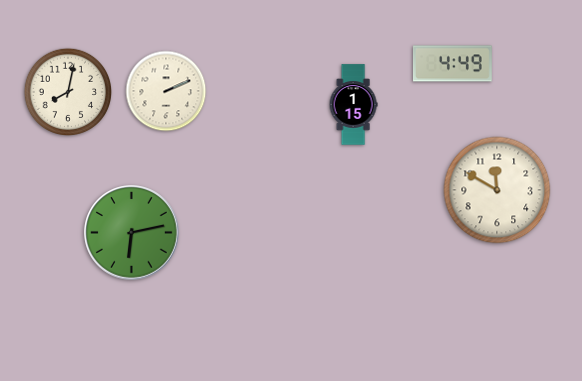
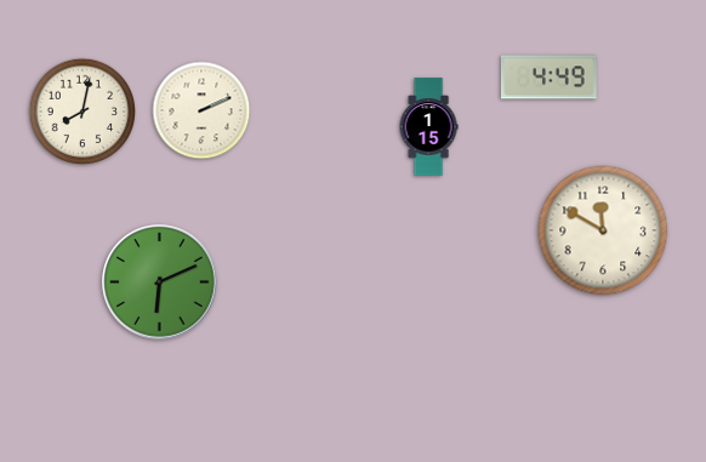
clock at (132, 233): 6:13 -> 6:11
